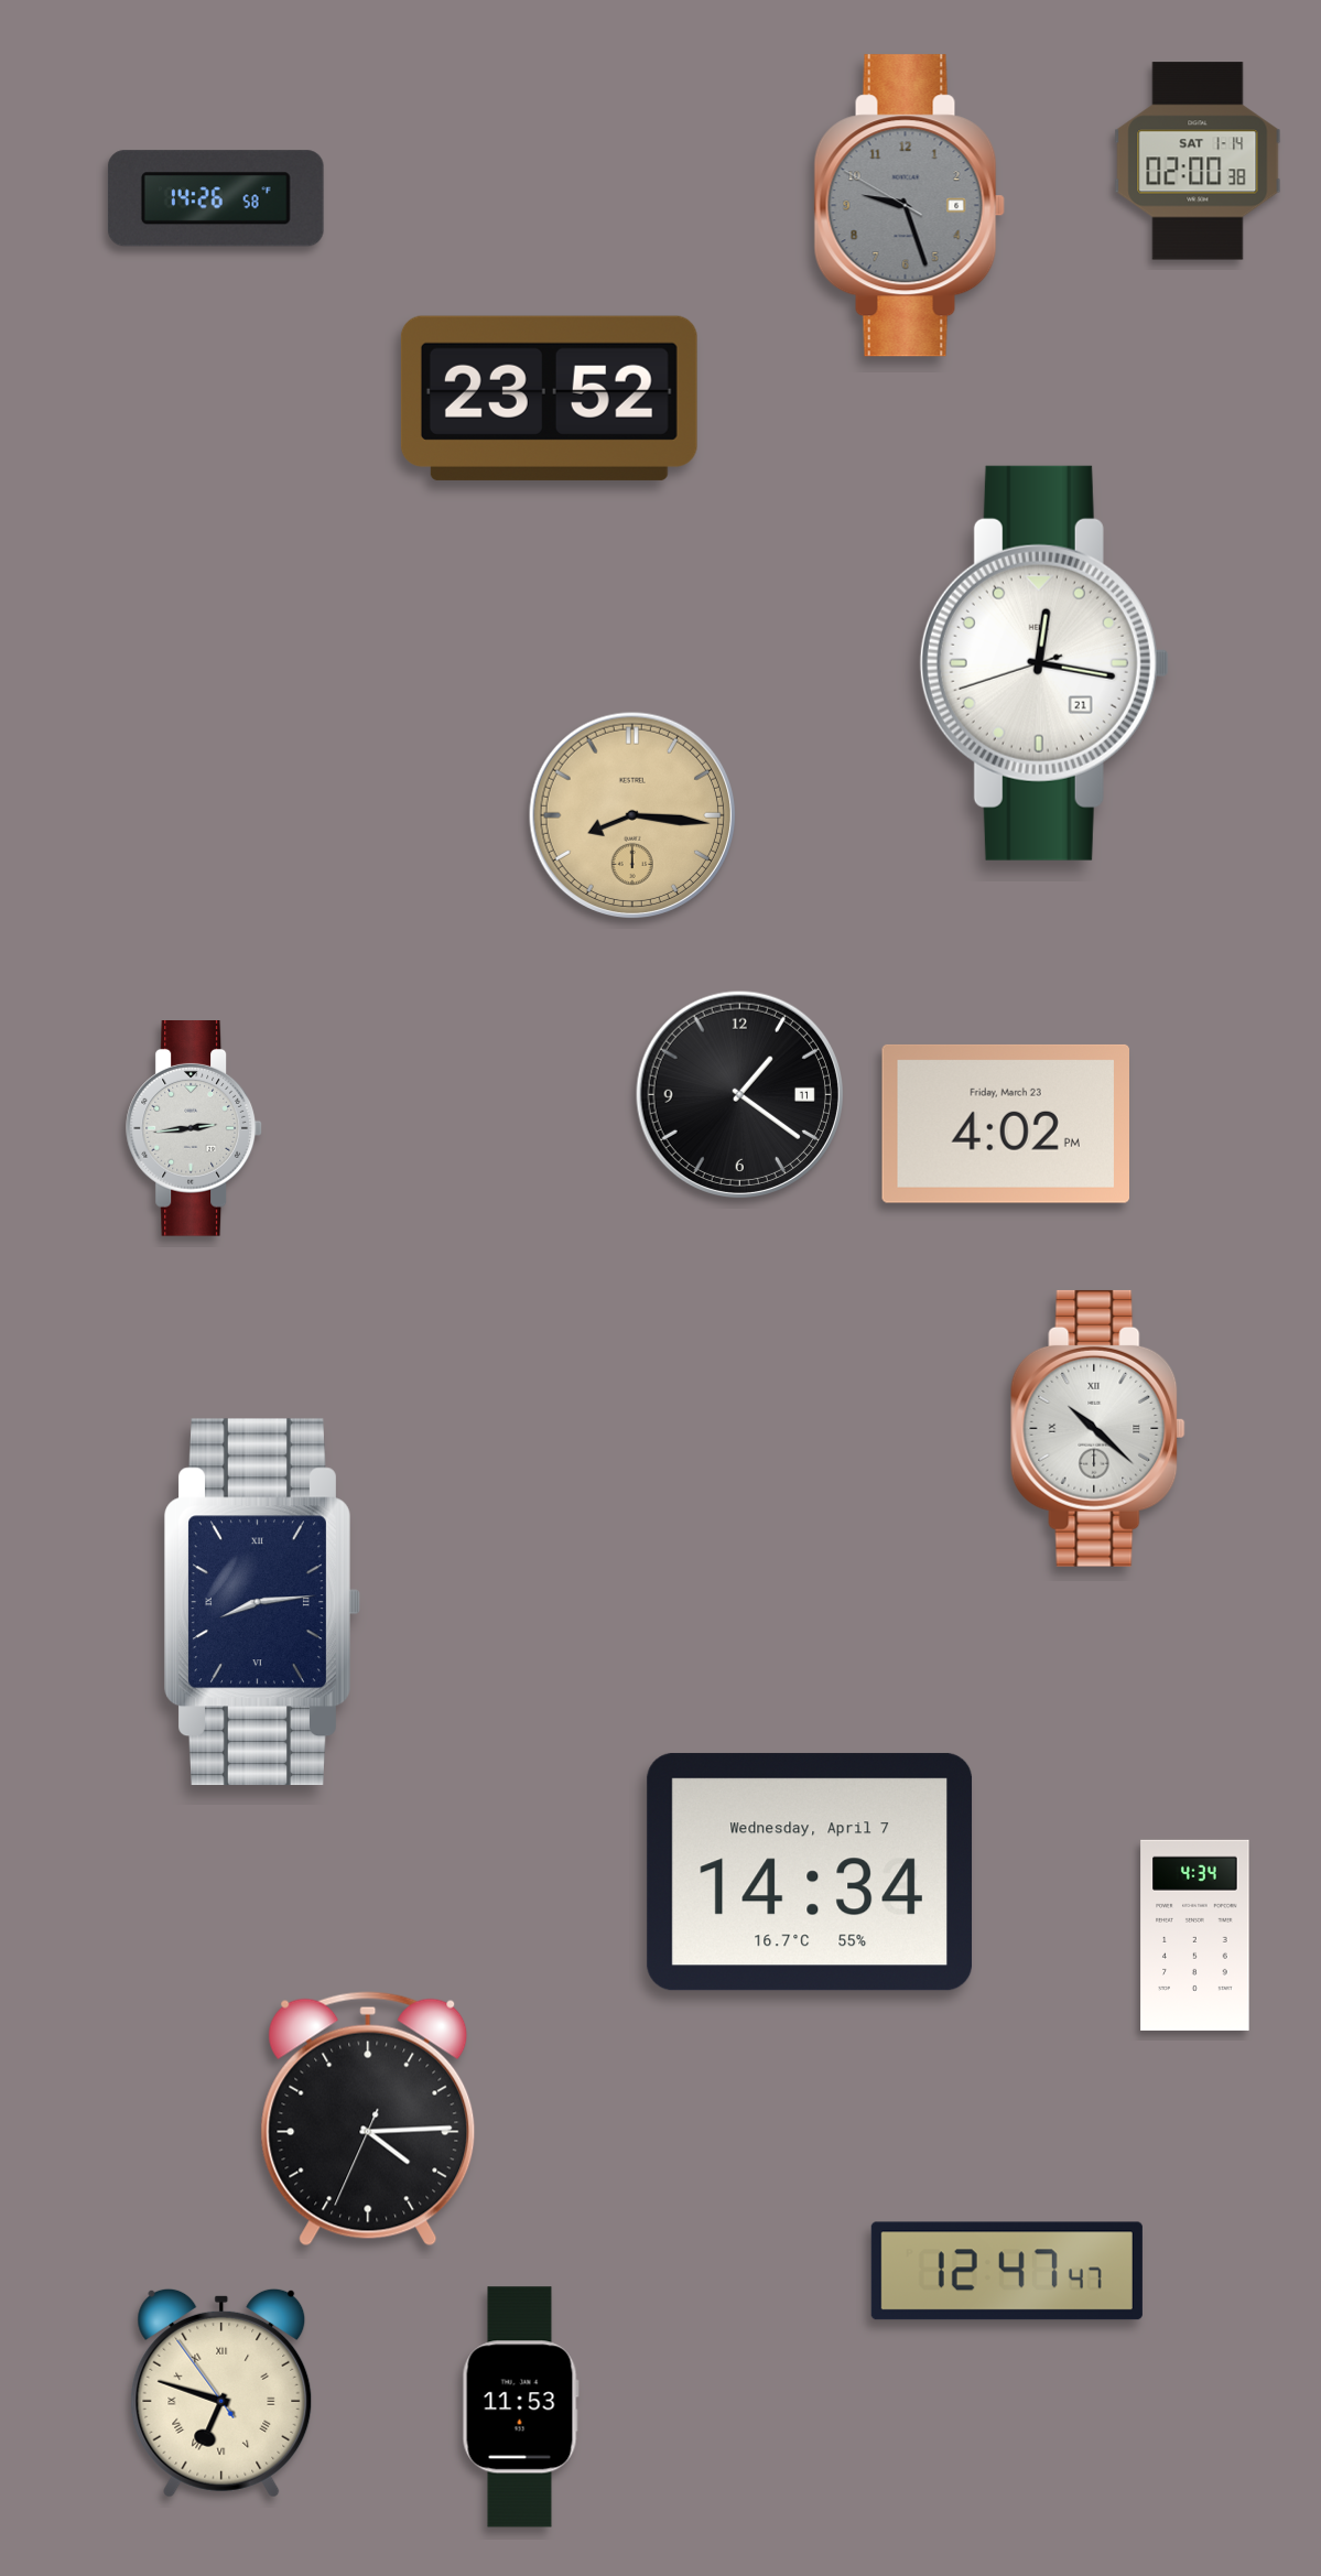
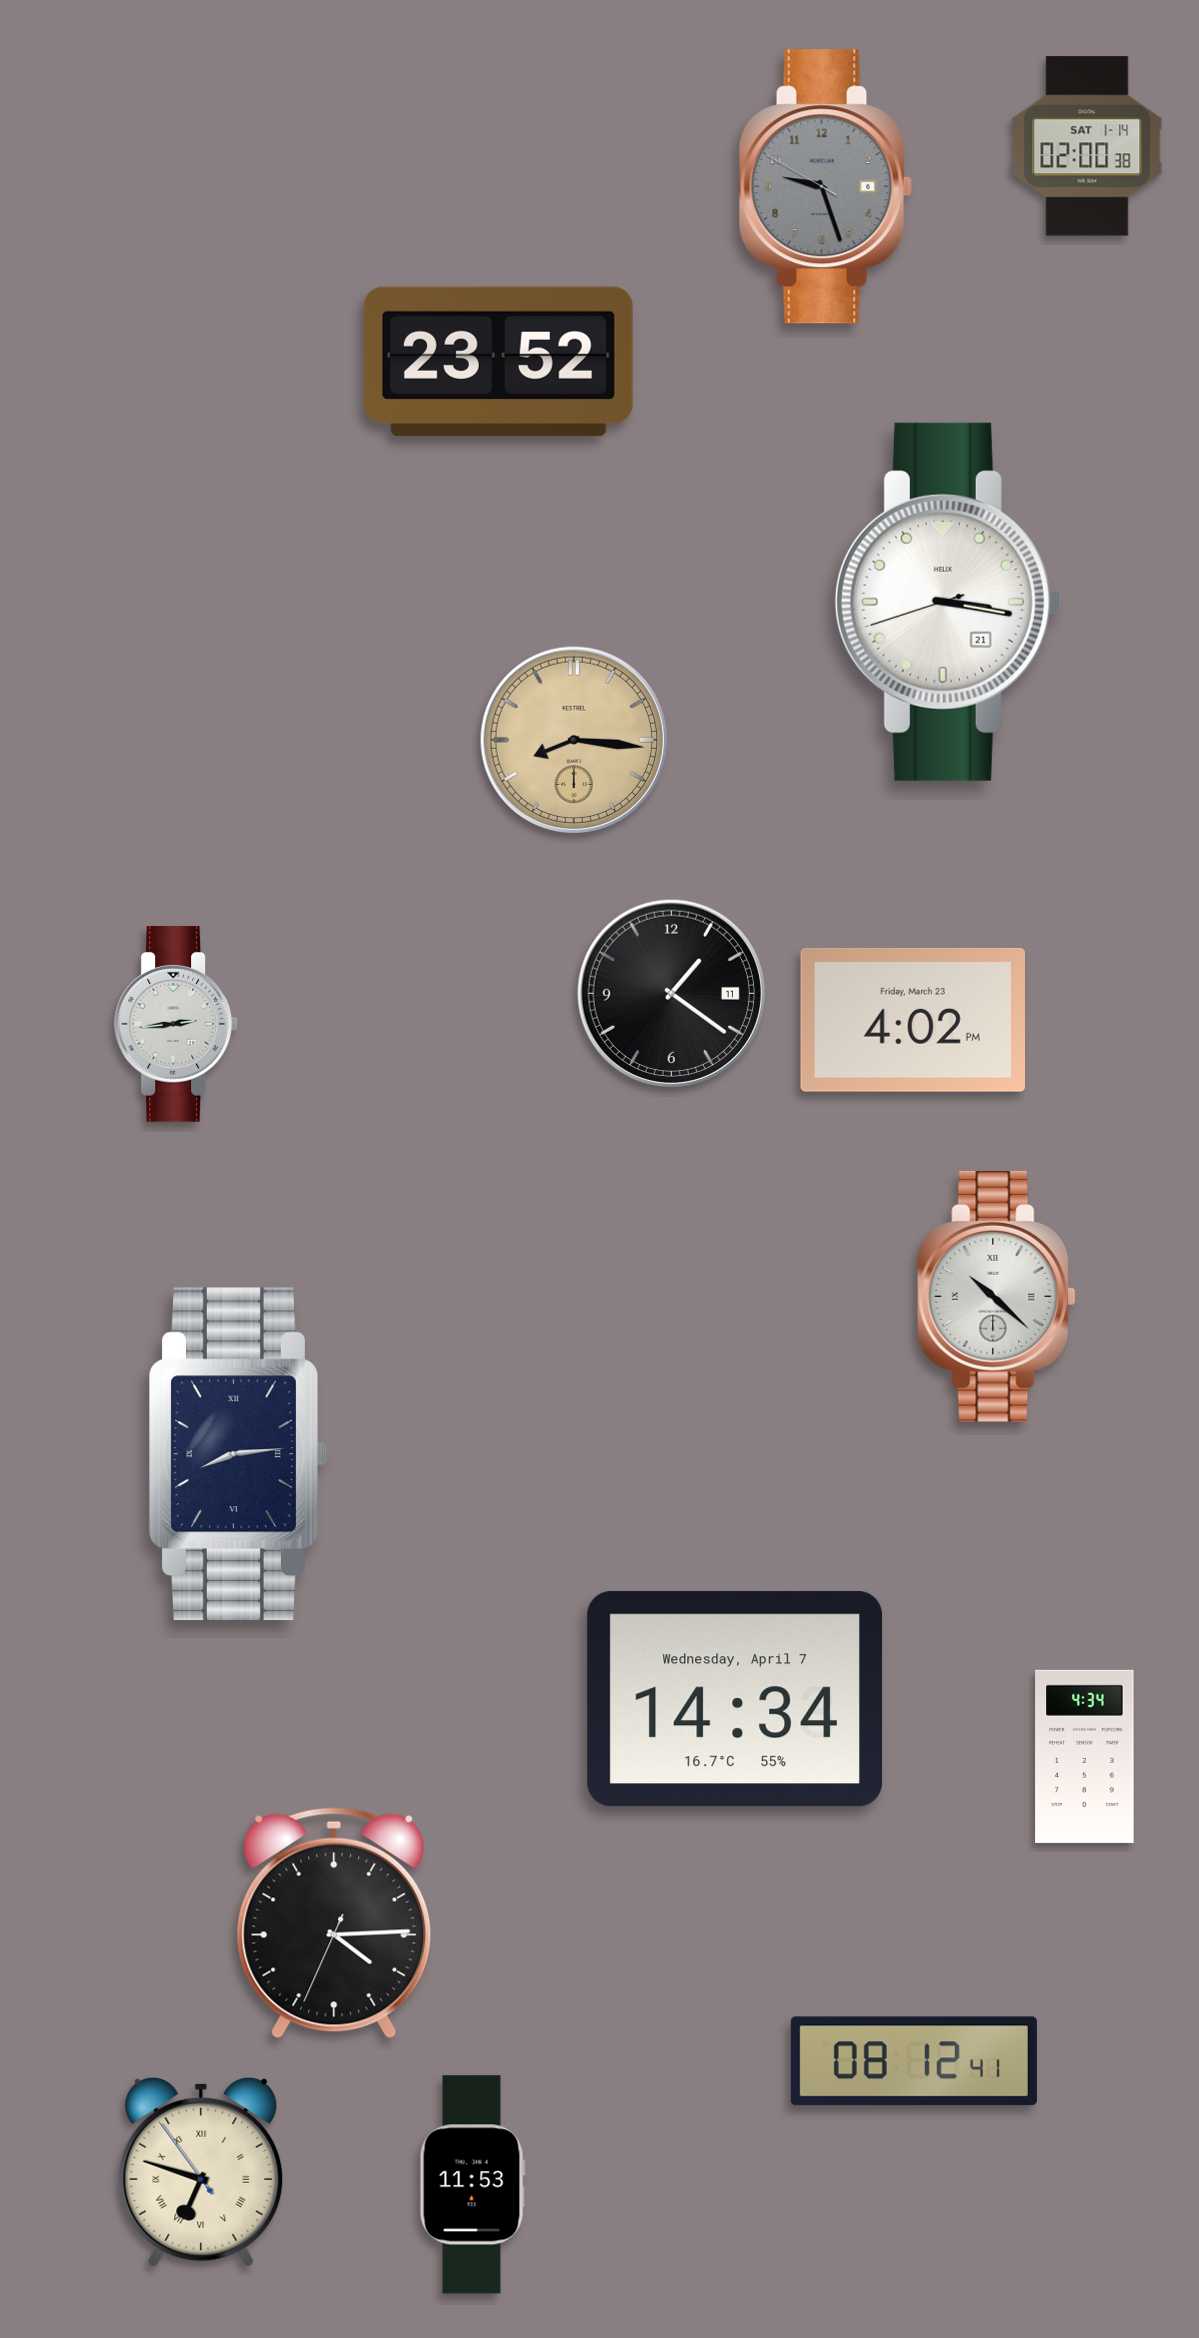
clock at (216, 198): 14:26 -> none
clock at (1044, 663): 12:16 -> 3:16
clock at (1007, 2271): 12:47 -> 08:12
